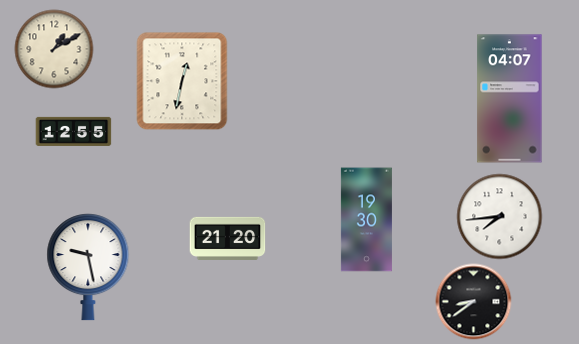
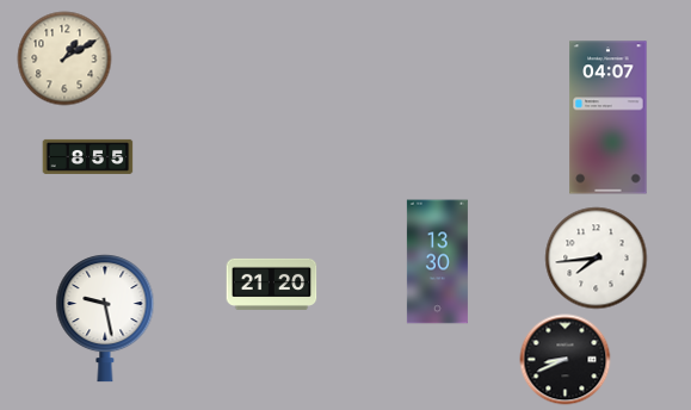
clock at (182, 81): 12:32 -> none
clock at (74, 131): 12:55 -> 8:55
clock at (366, 220): 19:30 -> 13:30
clock at (474, 302): 8:39 -> 8:41
